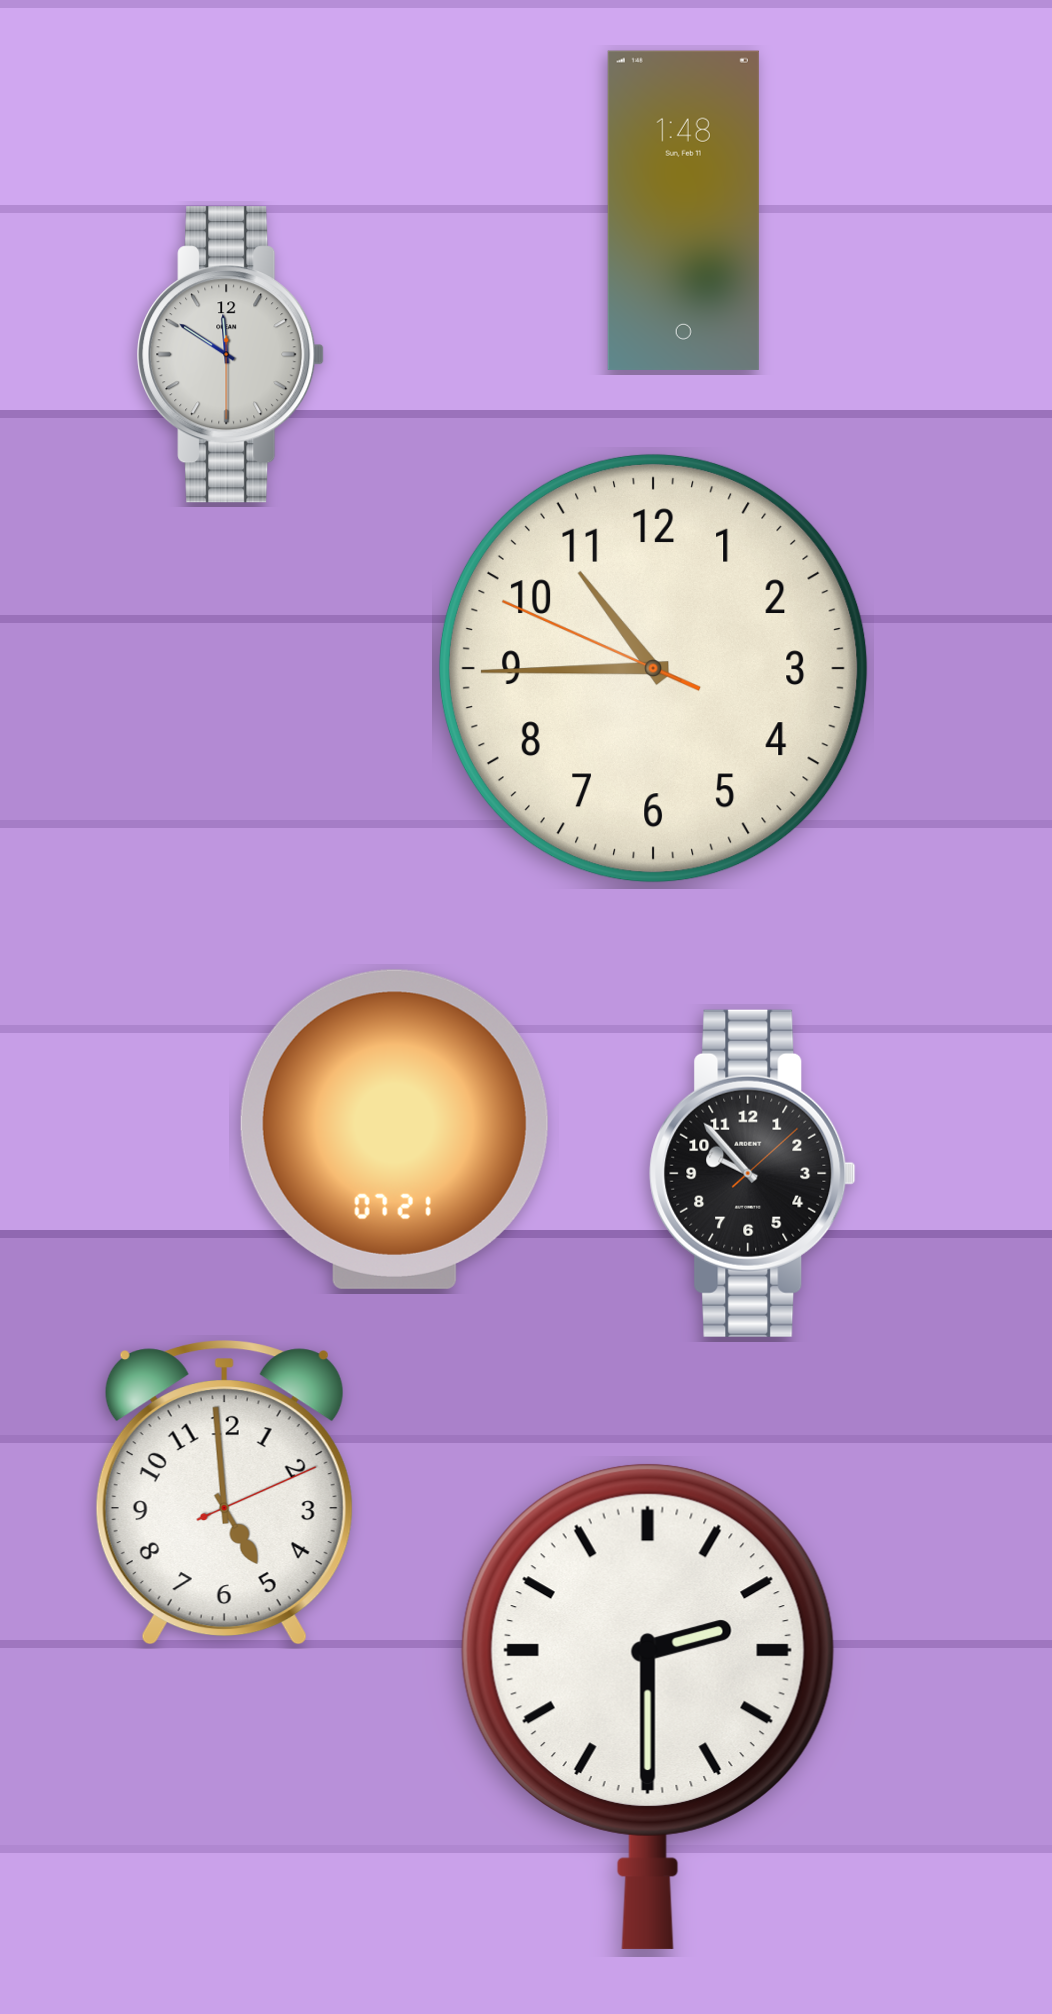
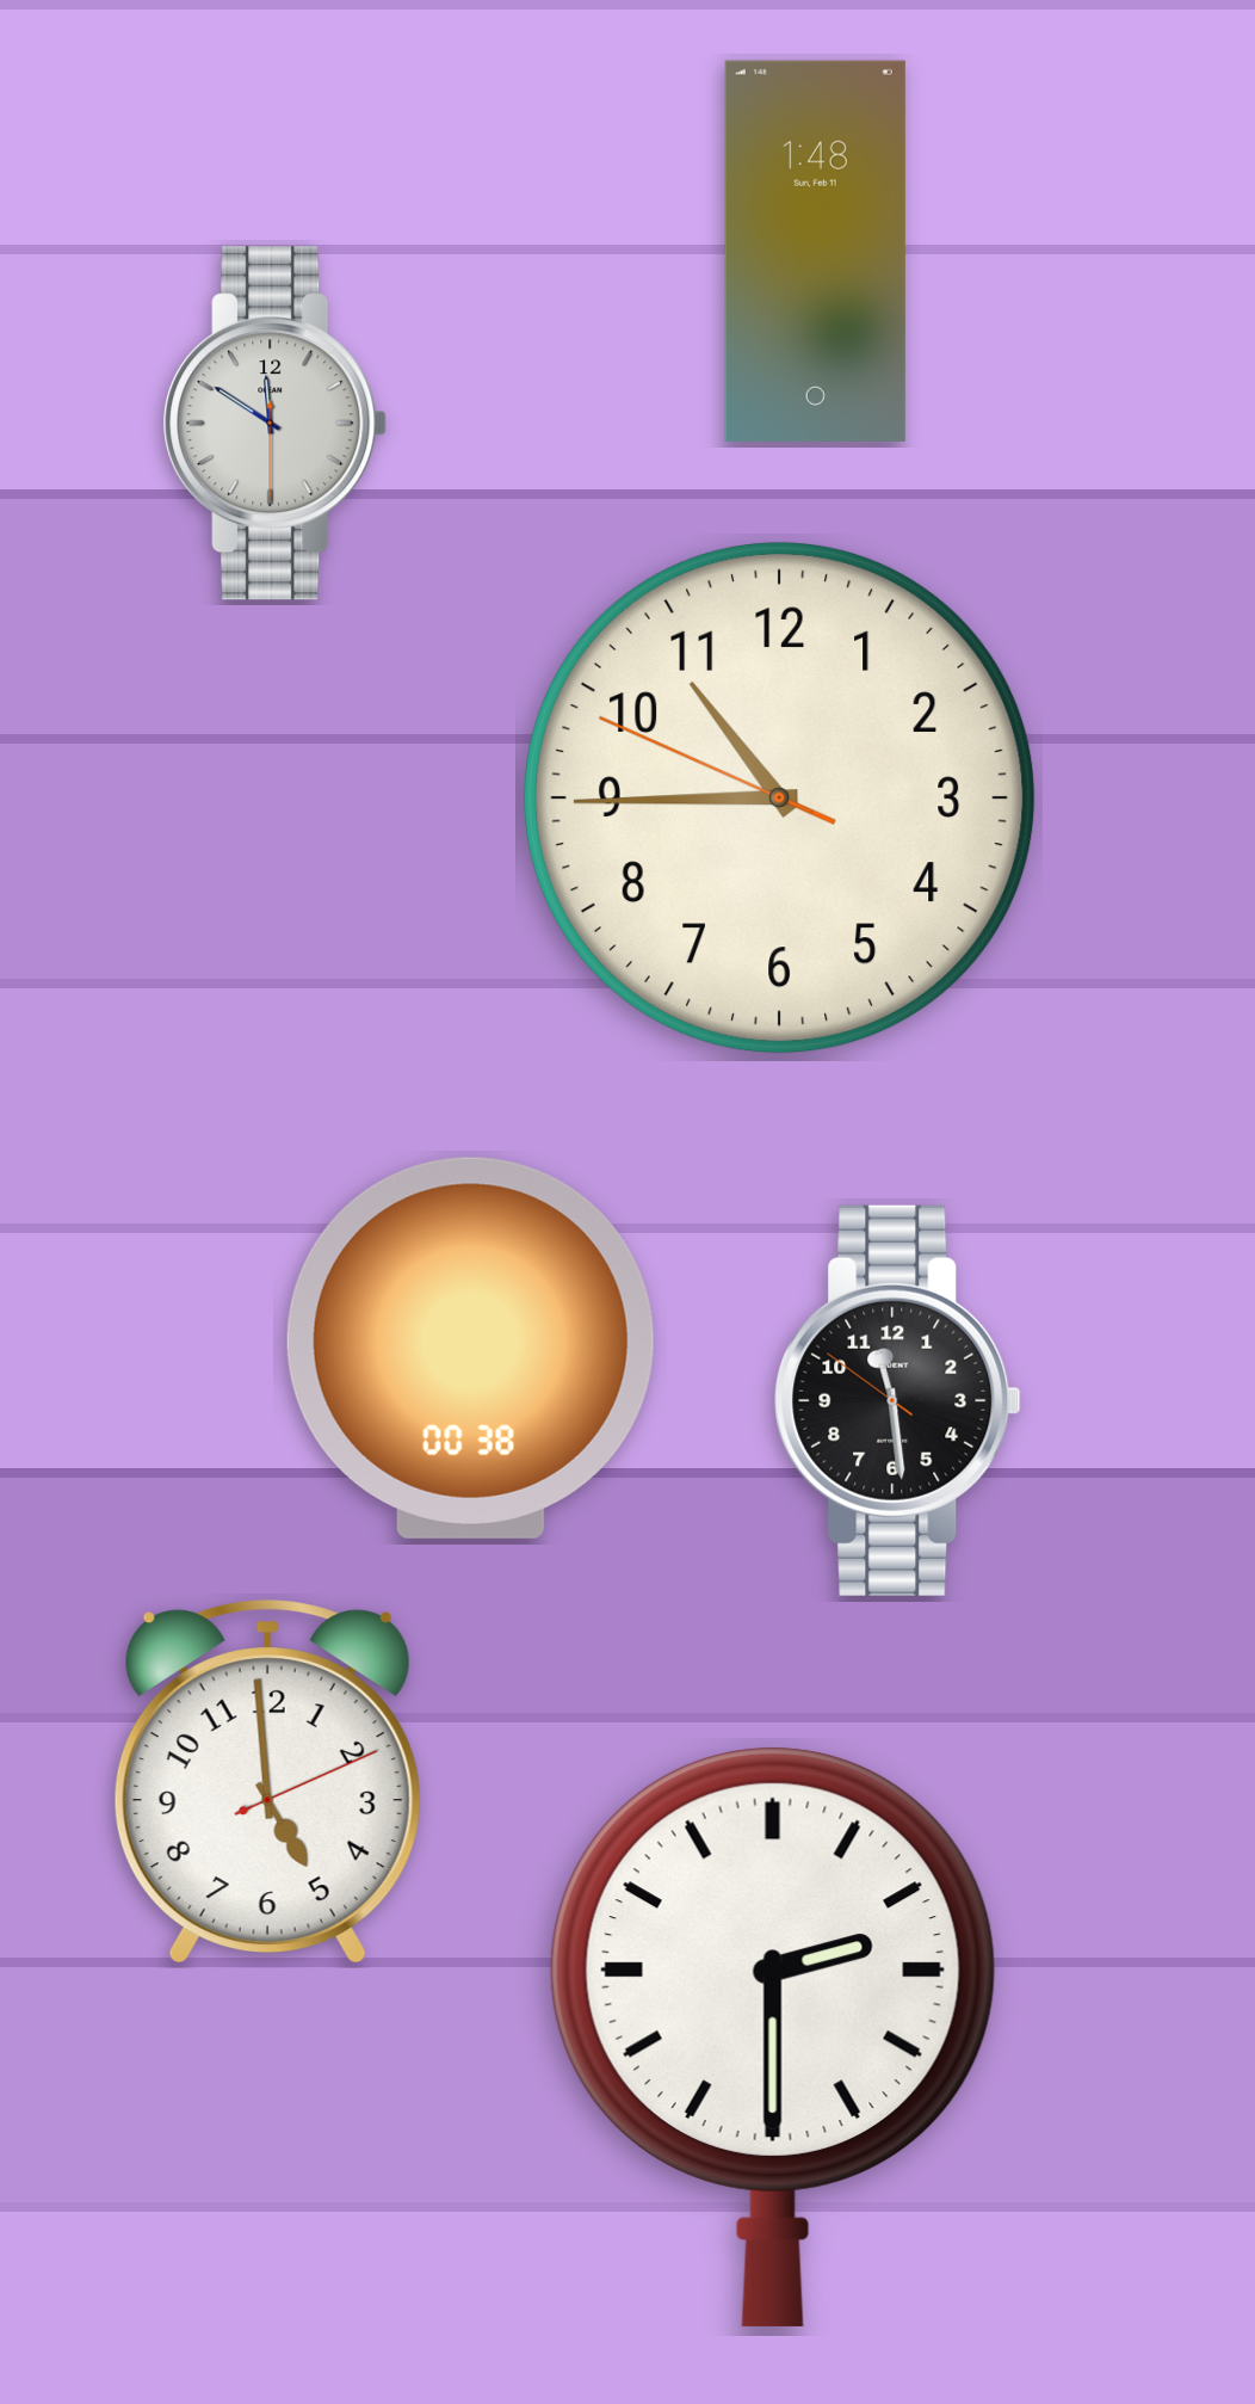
clock at (394, 1129): 07:21 -> 00:38
clock at (753, 1173): 9:53 -> 11:28
